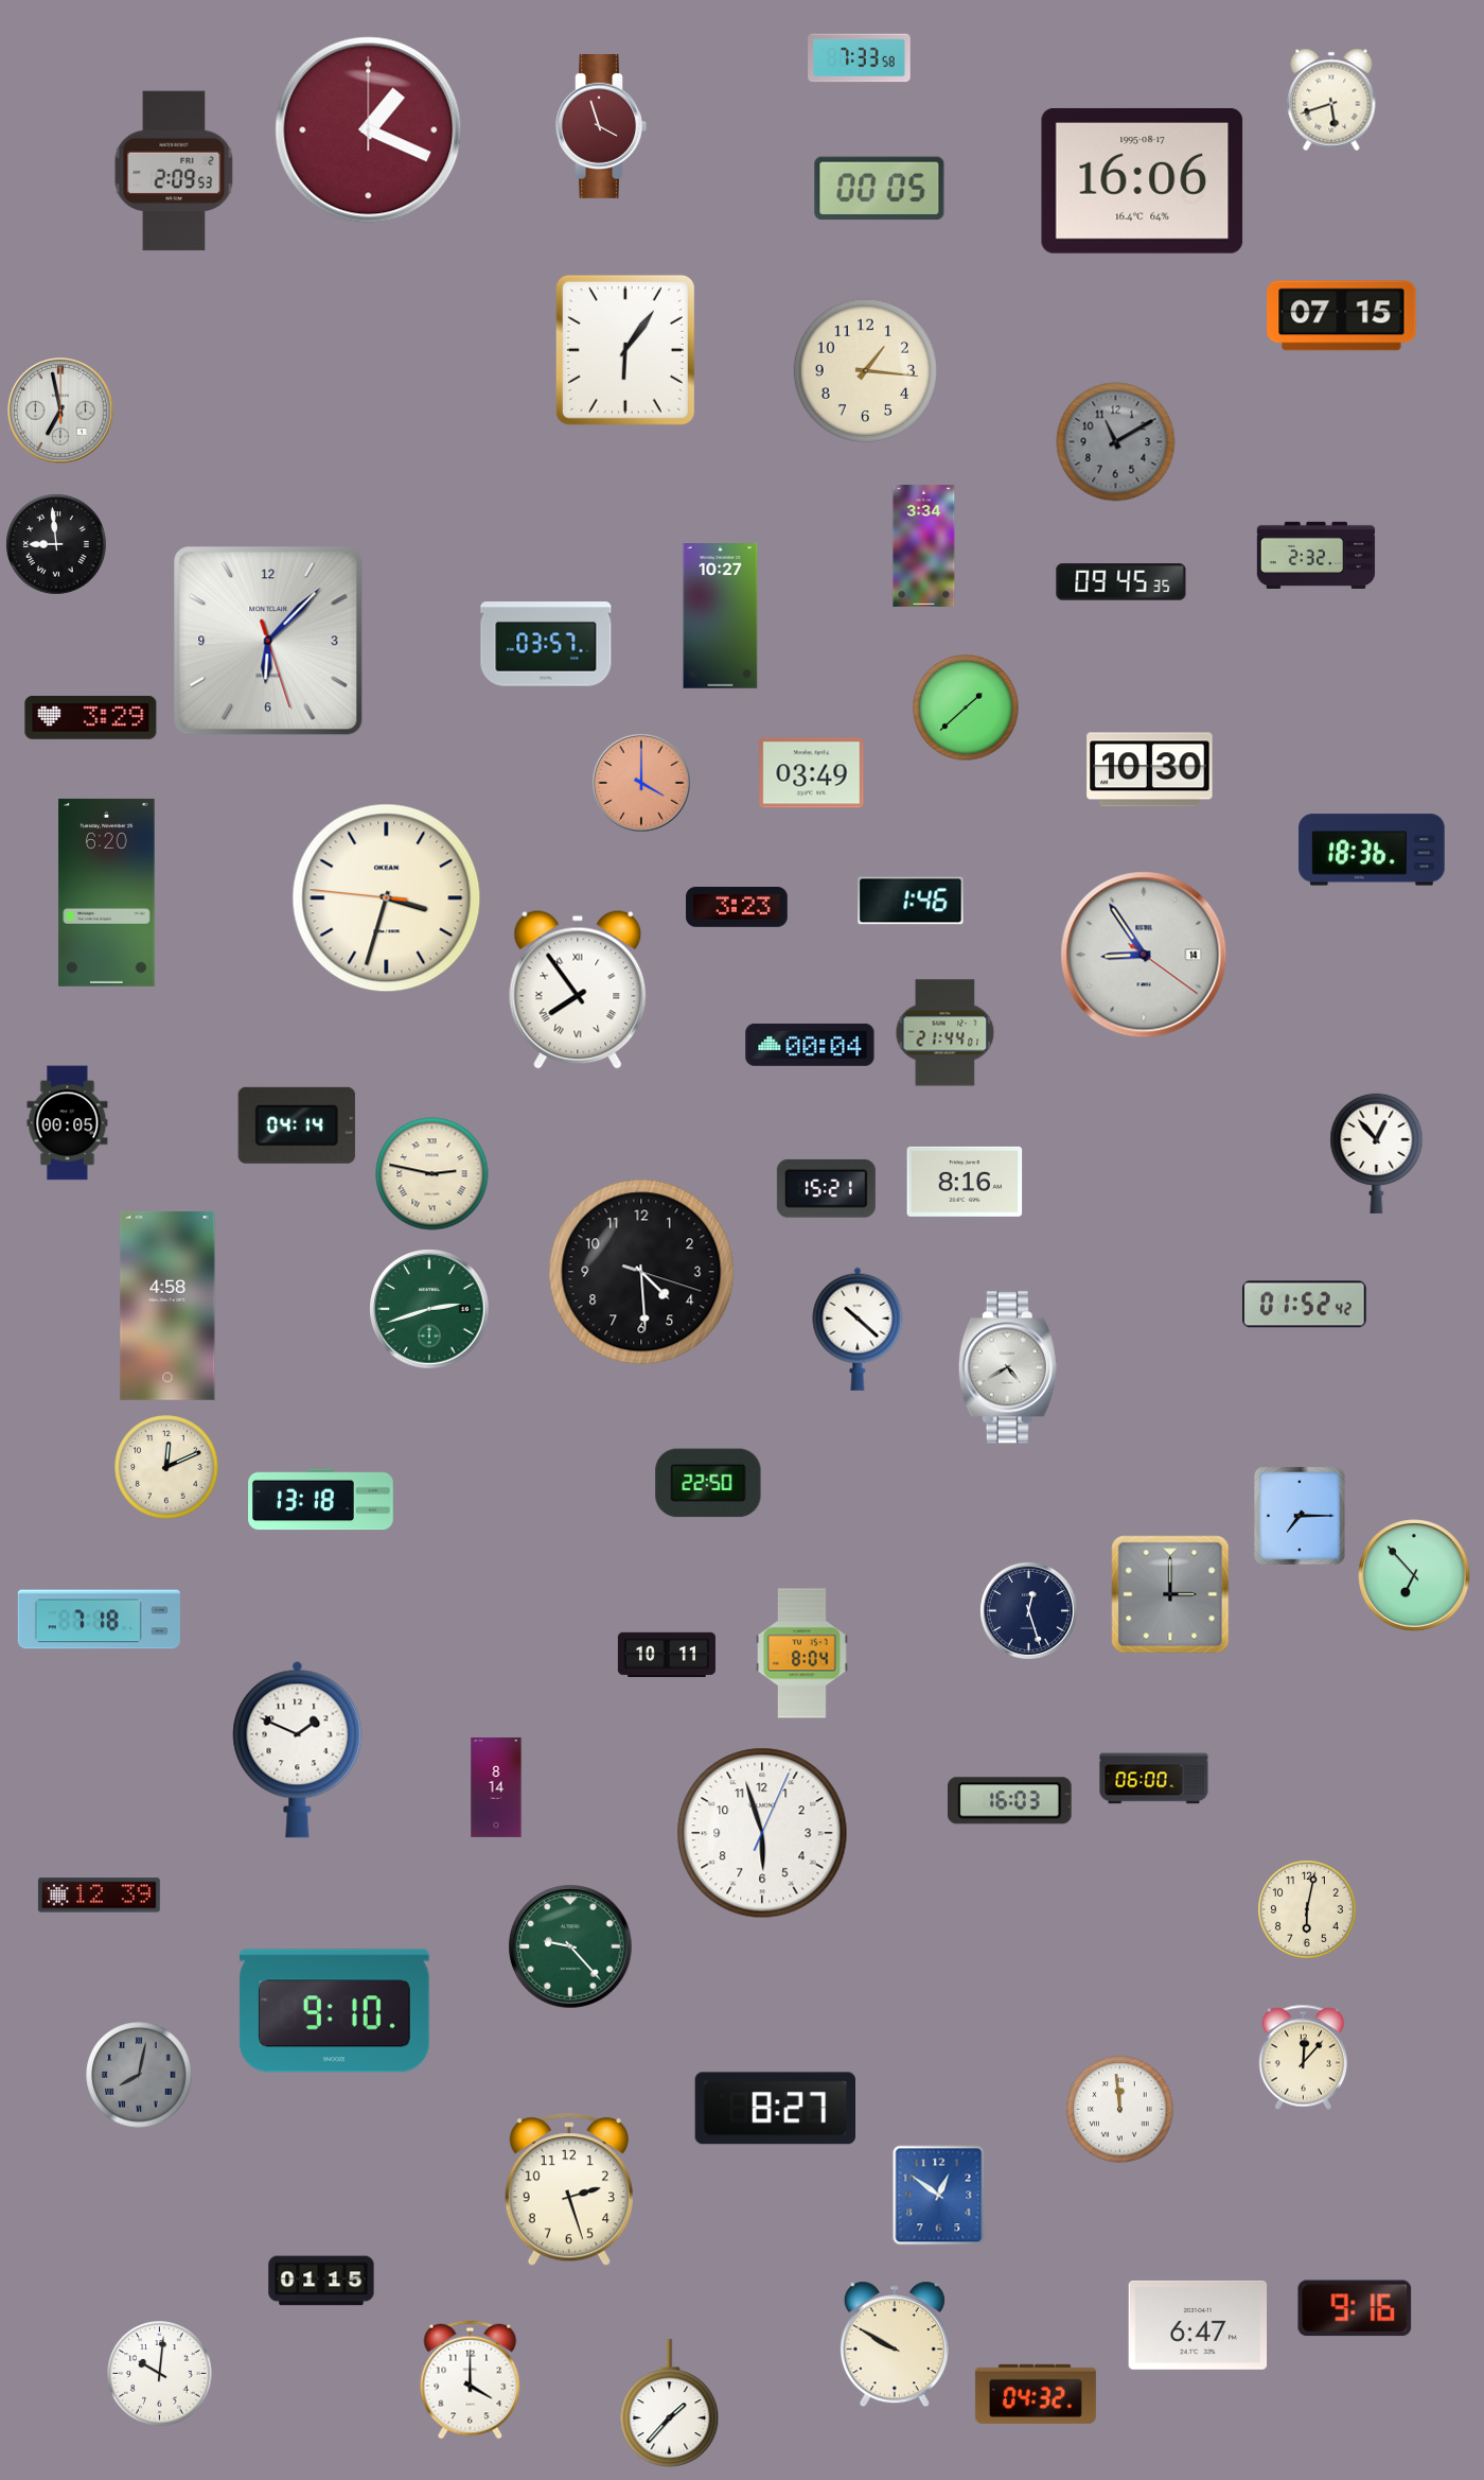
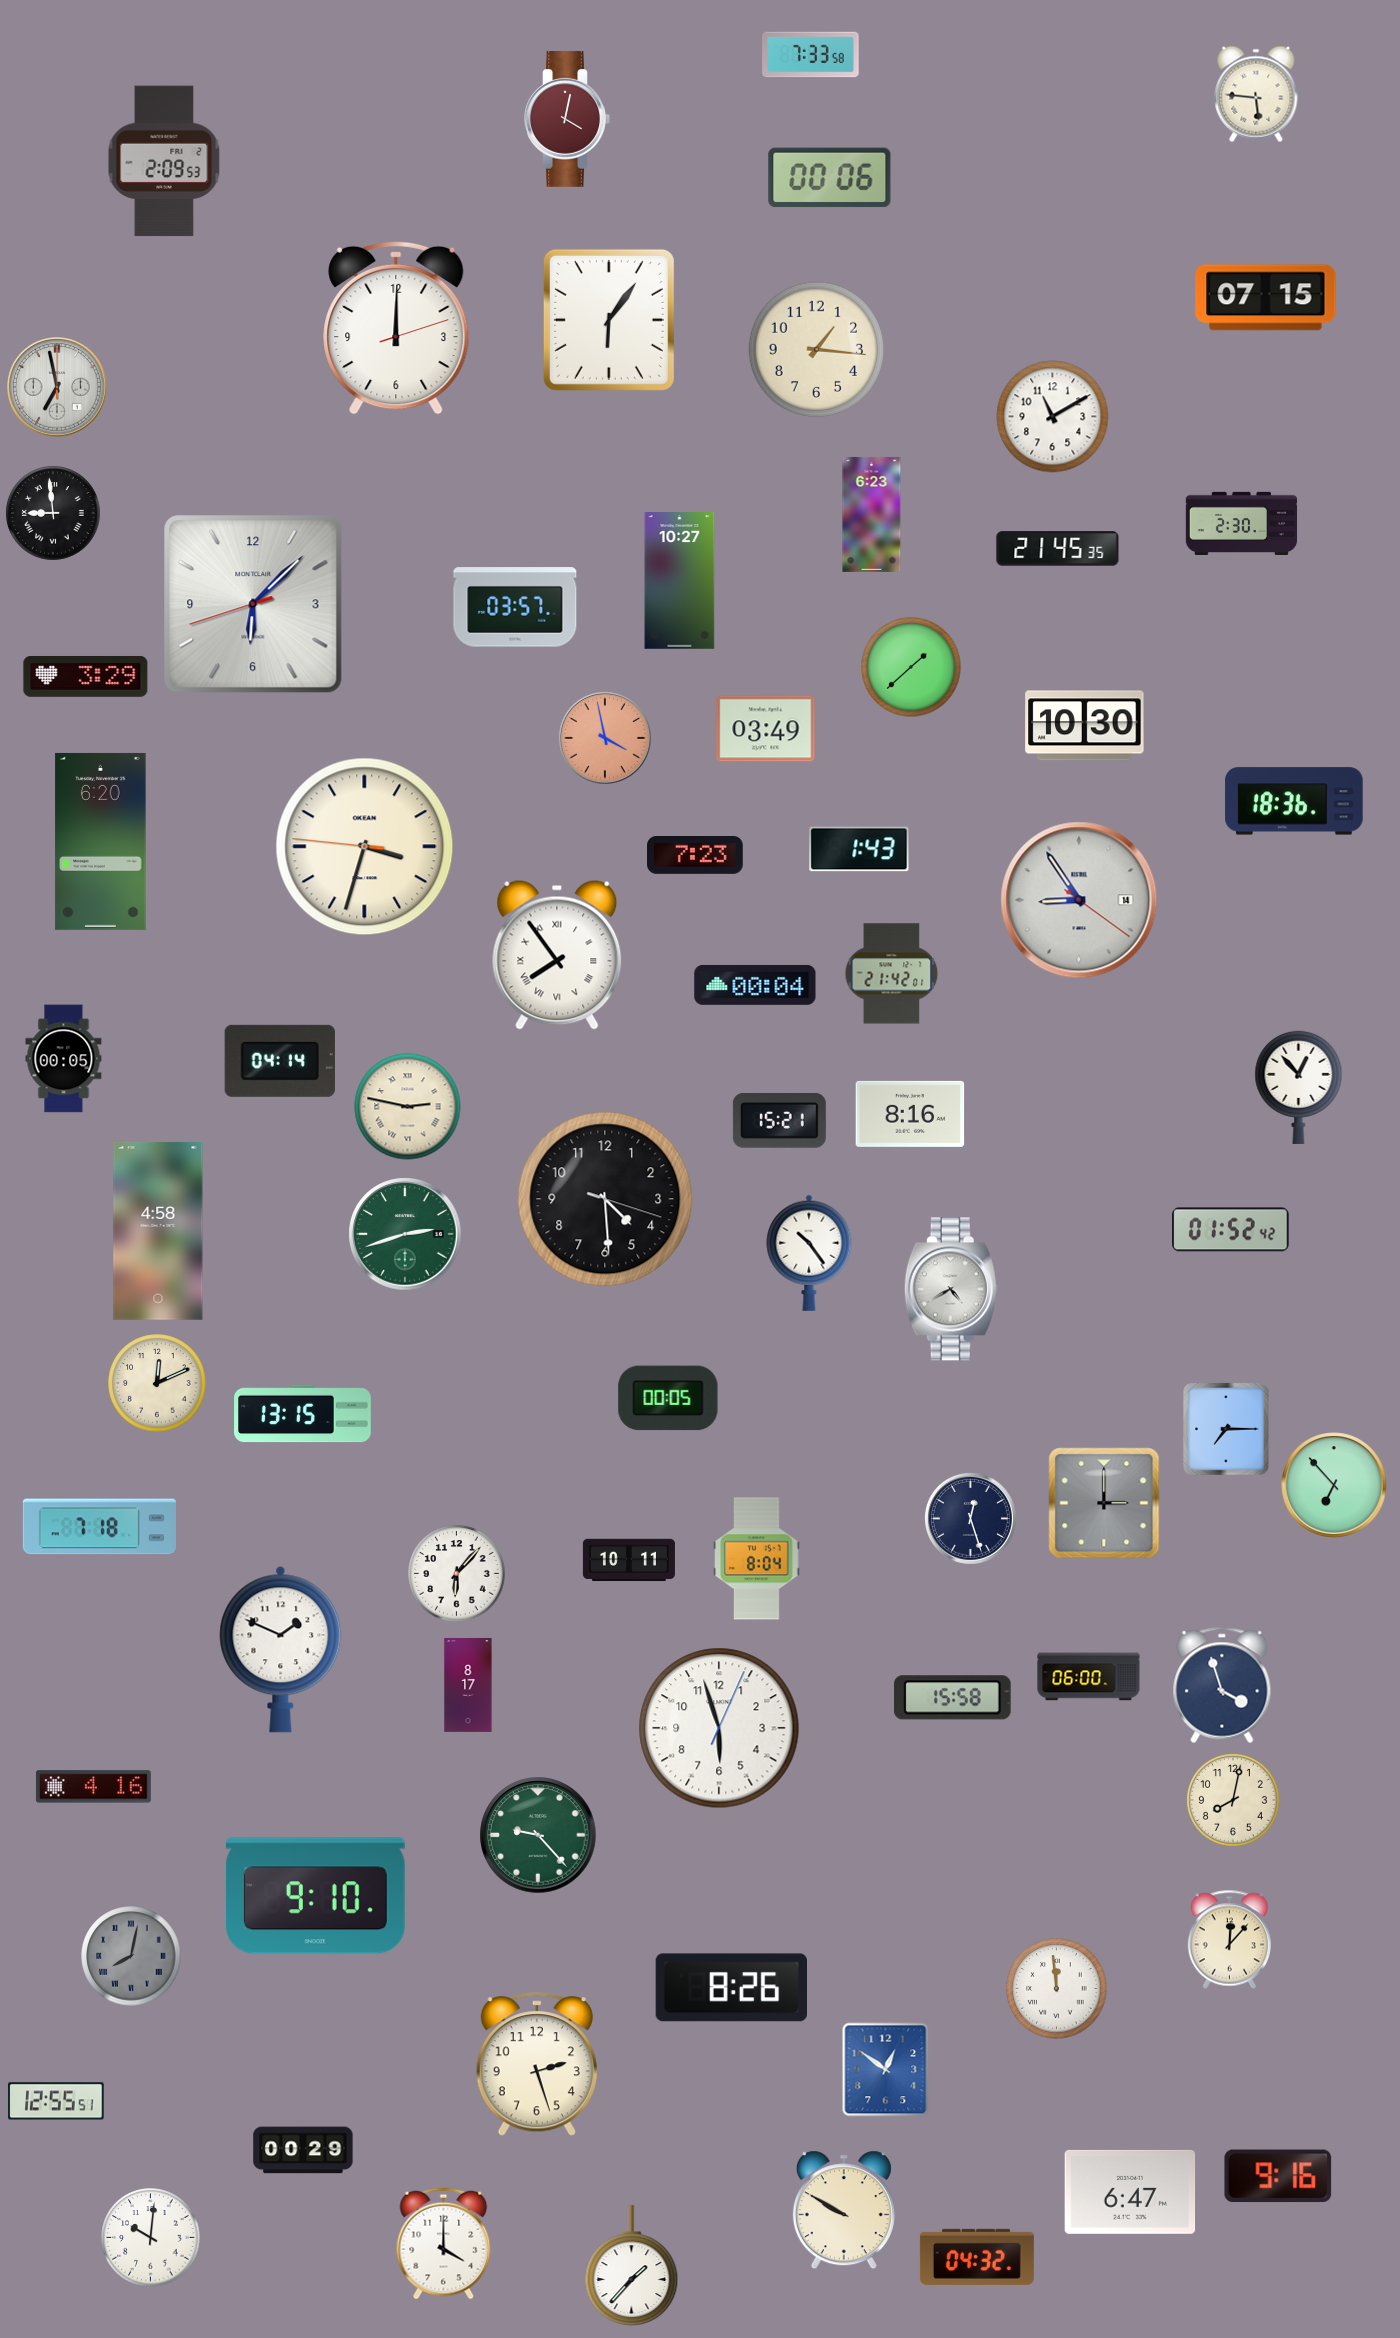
clock at (1331, 100): 5:42 -> 5:46
clock at (601, 126): 3:57 -> 4:02
clock at (369, 130): 1:19 -> none
clock at (1143, 180): 16:06 -> none
clock at (880, 189): 00:05 -> 00:06
clock at (396, 328): none -> 12:00
clock at (625, 350) position: (625, 350) -> (609, 320)
clock at (1116, 442) dial: grey -> white
clock at (924, 545): 3:34 -> 6:23
clock at (1317, 555): 2:32 -> 2:30
clock at (1121, 582): 09:45 -> 21:45
clock at (268, 641): 6:07:27 -> 6:07:42
clock at (641, 783): 4:00 -> 3:58
clock at (911, 901): 1:46 -> 1:43
clock at (737, 908): 3:23 -> 7:23
clock at (578, 990) position: (578, 990) -> (557, 955)
clock at (946, 1033): 21:44 -> 21:42
clock at (810, 1045) position: (810, 1045) -> (755, 985)
clock at (858, 1329): 10:22 -> 10:24
clock at (708, 1483): 22:50 -> 00:05
clock at (321, 1500): 13:18 -> 13:15
clock at (99, 1620) position: (99, 1620) -> (99, 1527)
clock at (457, 1574): none -> 6:07
clock at (496, 1787): 8:14 -> 8:17
clock at (1222, 1685): none -> 3:57
clock at (1009, 1801): 16:03 -> 15:58
clock at (99, 1896): 12:39 -> 4:16
clock at (1308, 1910): 6:02 -> 8:02
clock at (775, 2109): 8:27 -> 8:26
clock at (57, 2101): none -> 12:55
clock at (321, 2281): 01:15 -> 00:29
